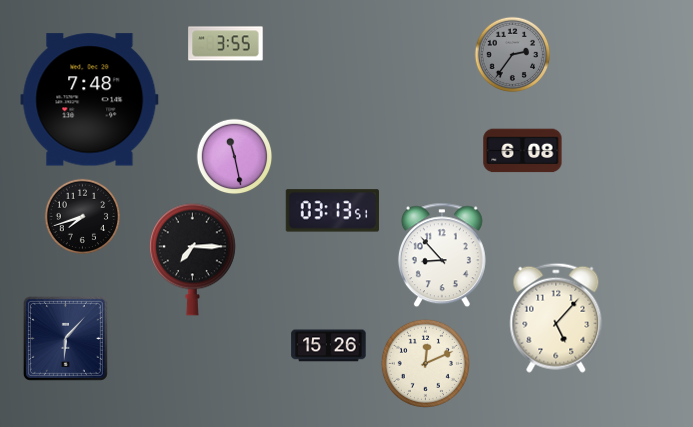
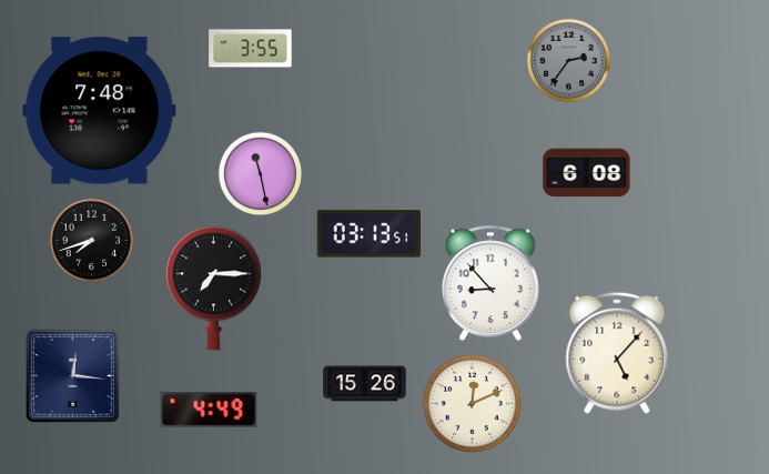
clock at (523, 151) position: (523, 151) -> (587, 173)
clock at (65, 338): 6:07 -> 12:16
clock at (209, 410): none -> 4:49
